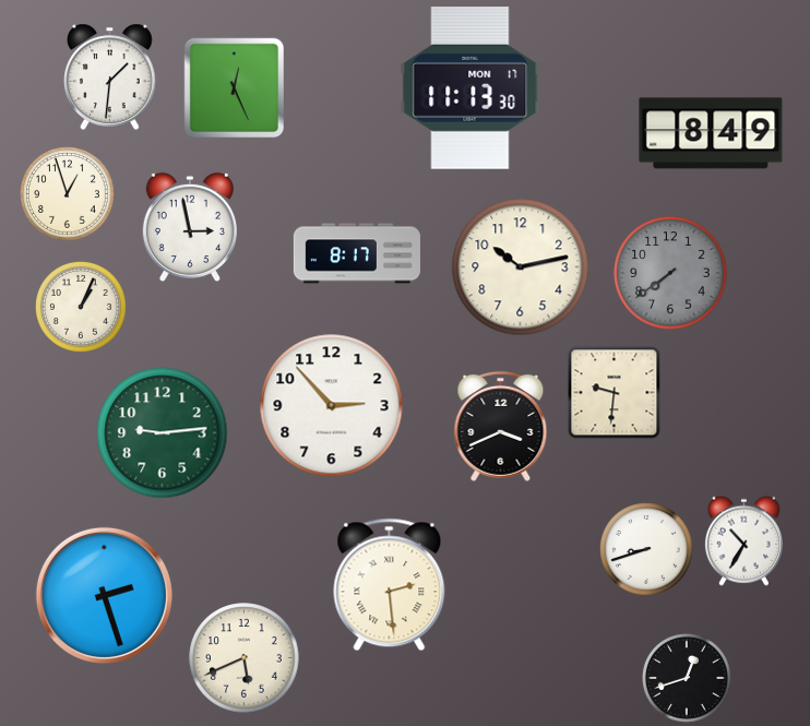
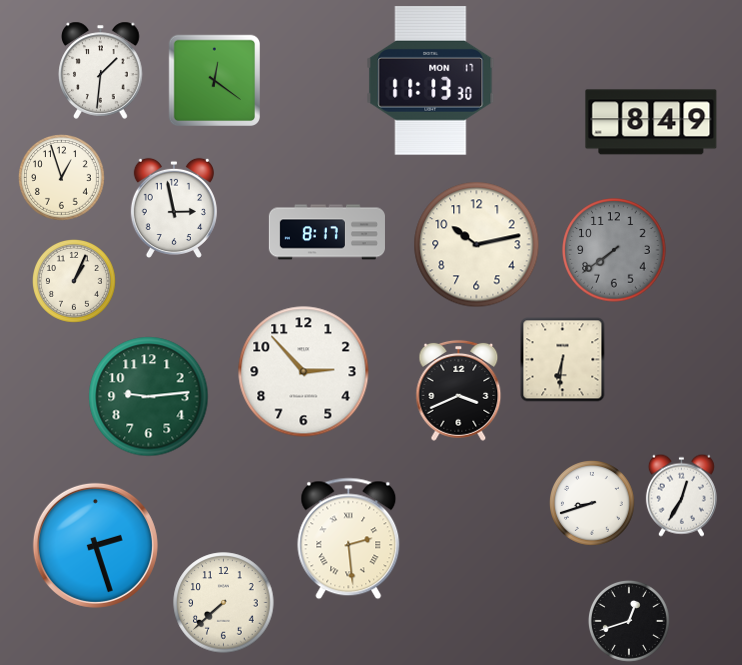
clock at (234, 87): 12:26 -> 12:21
clock at (615, 393): 9:31 -> 6:31
clock at (743, 540): 10:35 -> 12:35
clock at (390, 585) position: (390, 585) -> (349, 539)
clock at (245, 658): 5:41 -> 7:38
